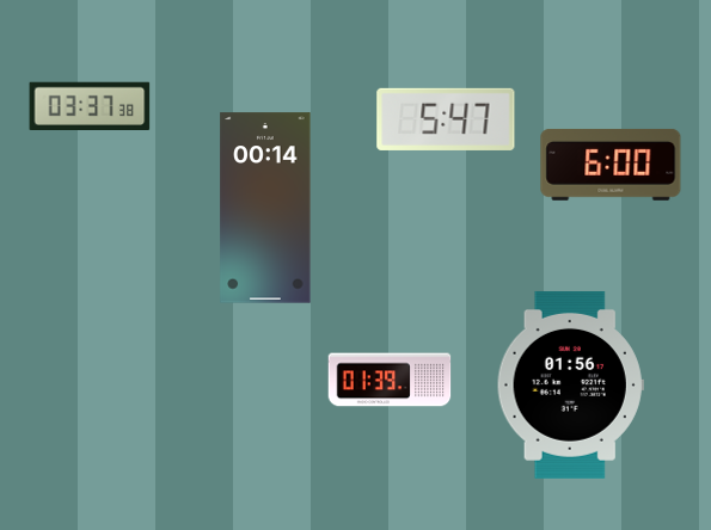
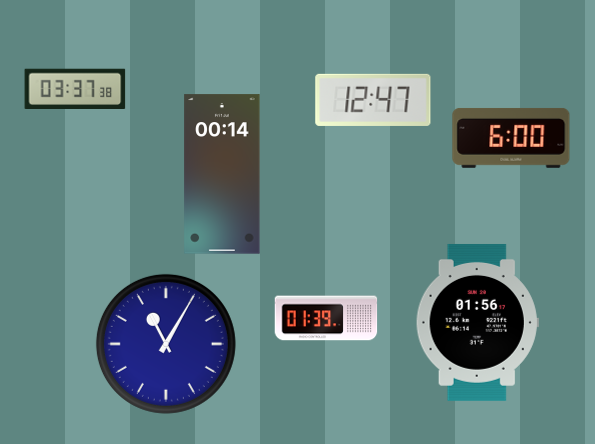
clock at (446, 119): 5:47 -> 12:47
clock at (166, 344): none -> 11:05
